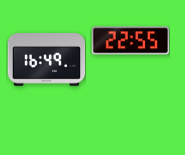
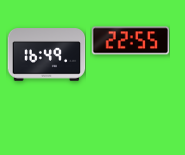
clock at (46, 60) position: (46, 60) -> (46, 55)
